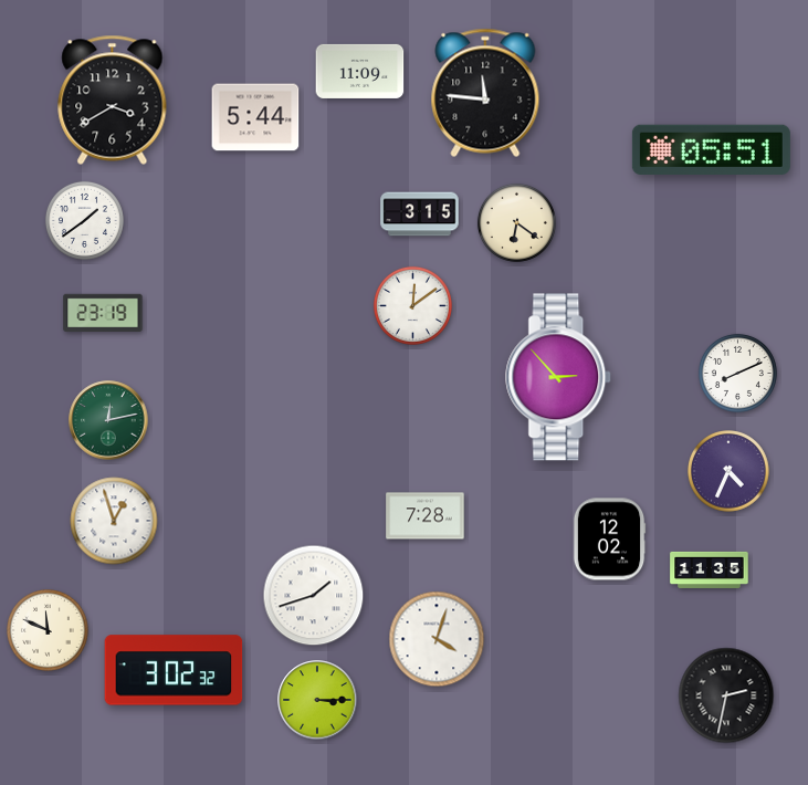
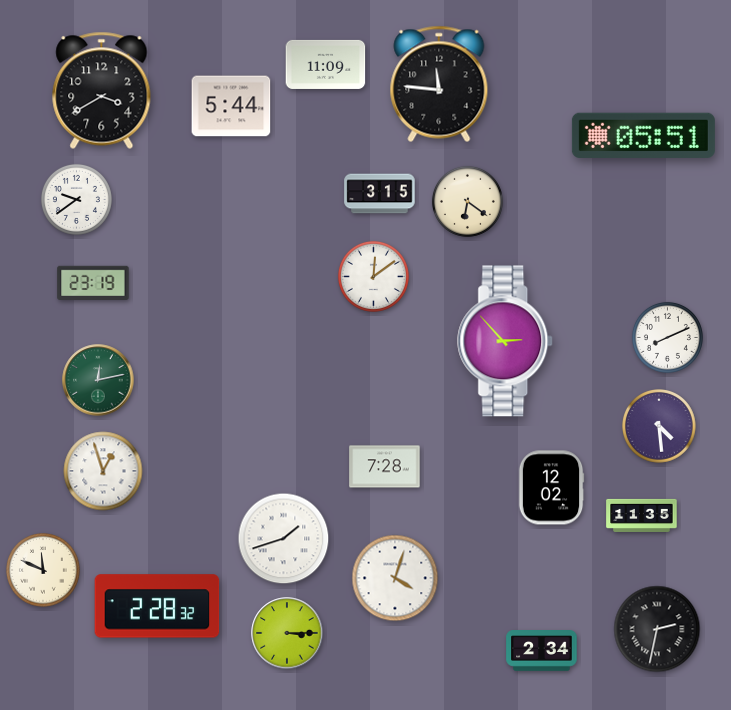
clock at (84, 220): 1:39 -> 9:39
clock at (728, 472): 4:34 -> 4:29
clock at (174, 670): 3:02 -> 2:28
clock at (542, 651): none -> 2:34
